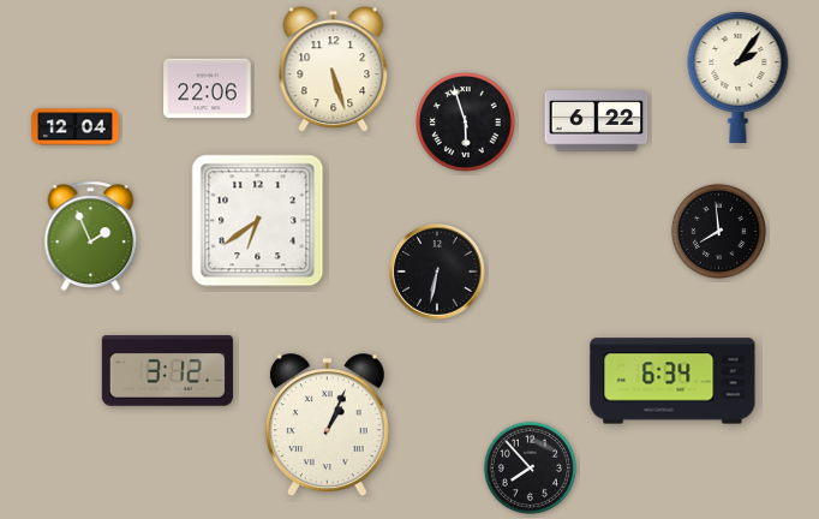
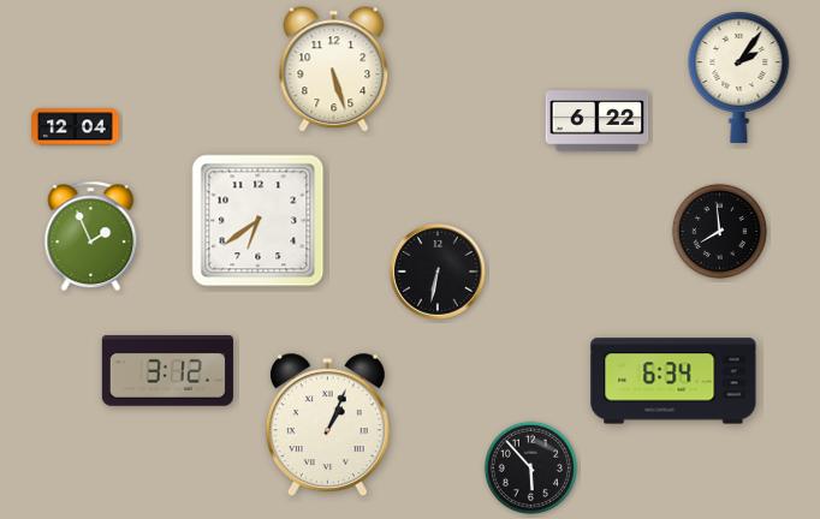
clock at (208, 89): 22:06 -> none
clock at (465, 121): 5:57 -> none
clock at (530, 467): 7:53 -> 5:53
